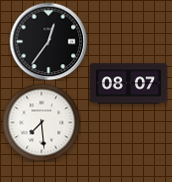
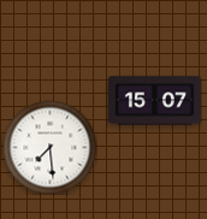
clock at (48, 41): 12:36 -> none
clock at (128, 84): 08:07 -> 15:07
